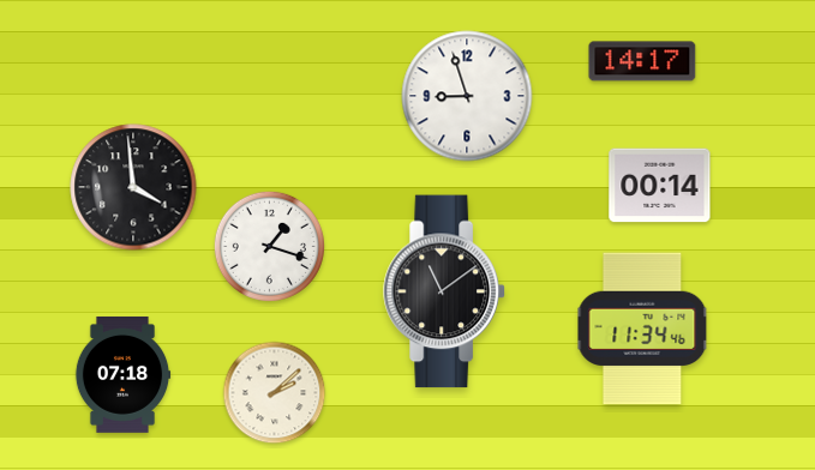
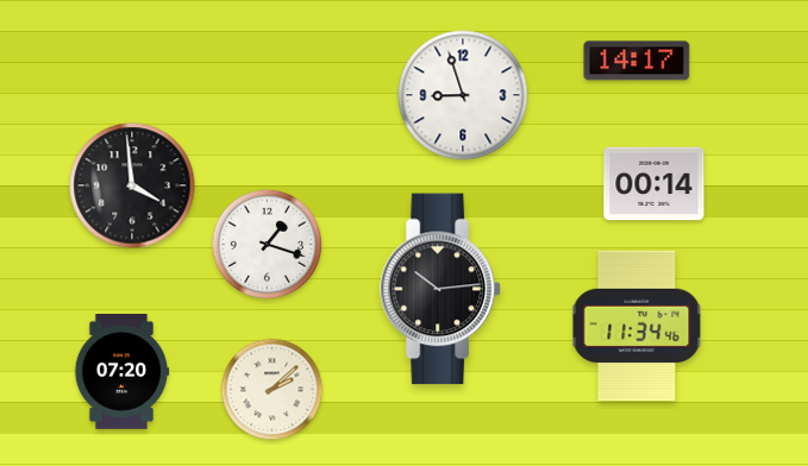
clock at (444, 291): 11:09 -> 10:14
clock at (122, 375): 07:18 -> 07:20
